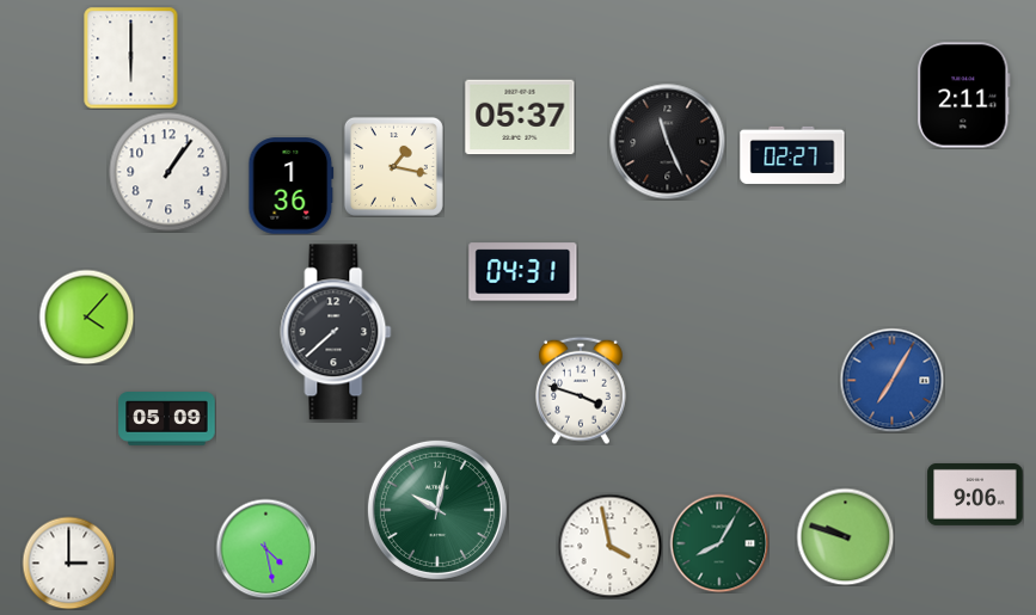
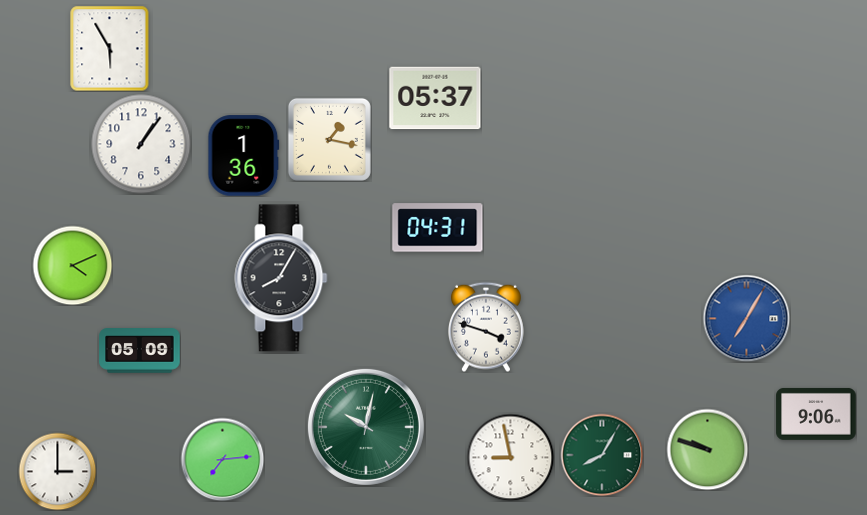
clock at (131, 57): 6:00 -> 5:55
clock at (964, 96): 2:11 -> none
clock at (668, 142): 11:26 -> none
clock at (792, 155): 02:27 -> none
clock at (86, 316): 4:07 -> 4:11
clock at (336, 332): 7:38 -> 8:05
clock at (609, 546): 3:58 -> 8:58
clock at (265, 548): 4:28 -> 7:14
